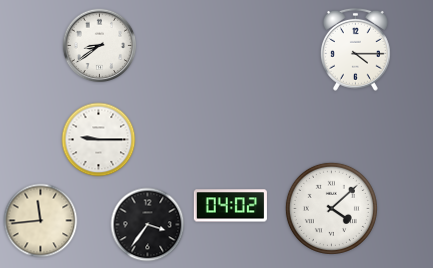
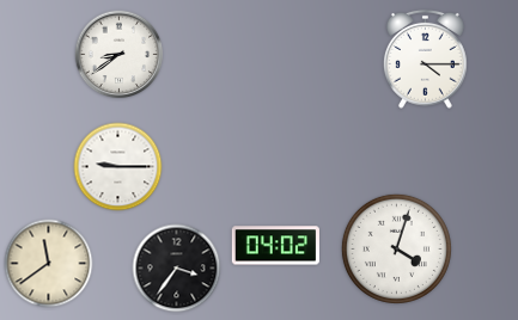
clock at (331, 208): 4:08 -> 4:03
clock at (41, 221): 11:44 -> 11:39
